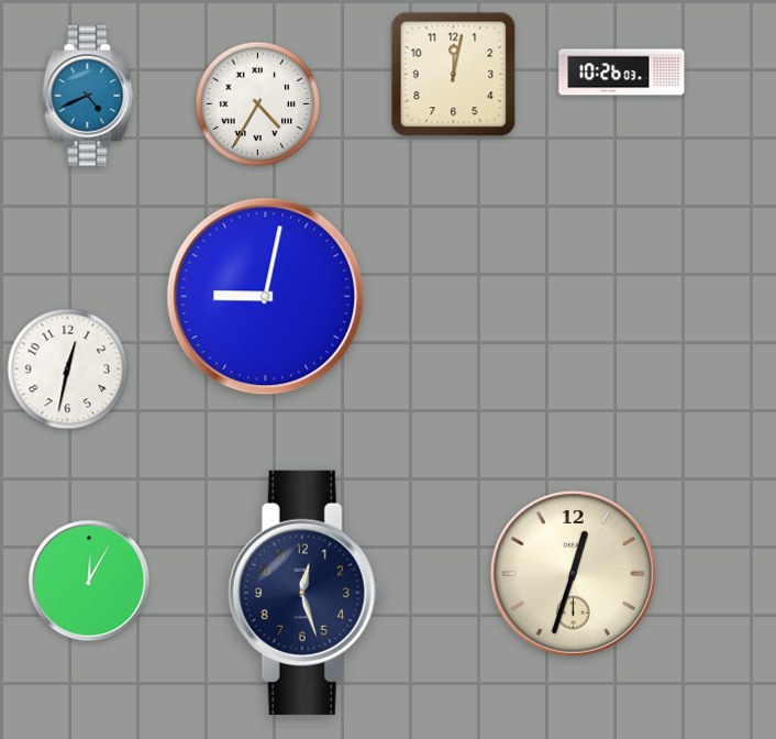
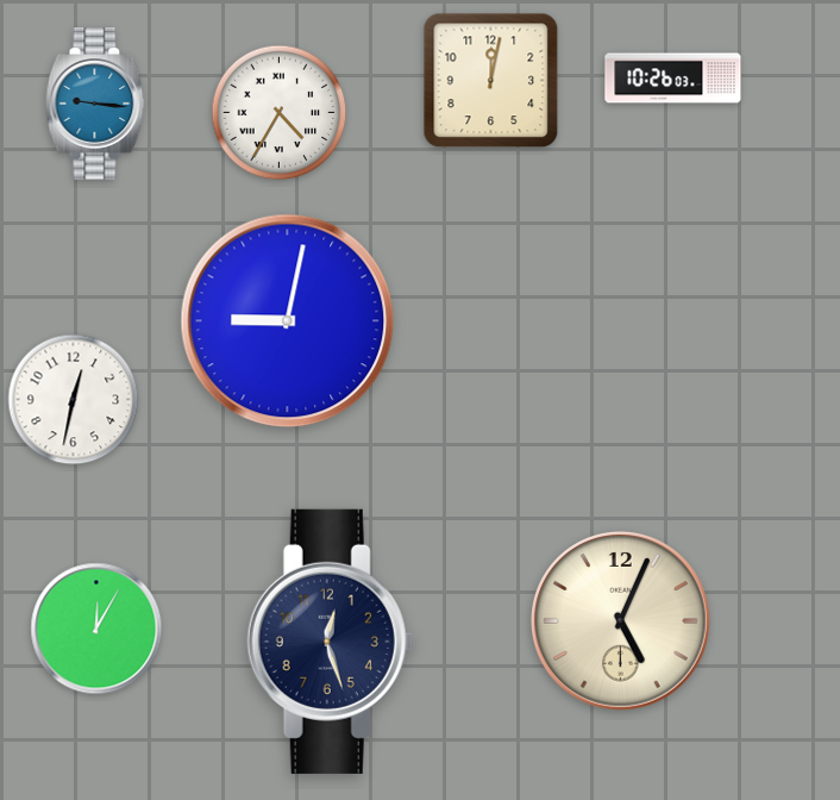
clock at (88, 96): 4:41 -> 9:16
clock at (574, 574): 12:33 -> 5:04
